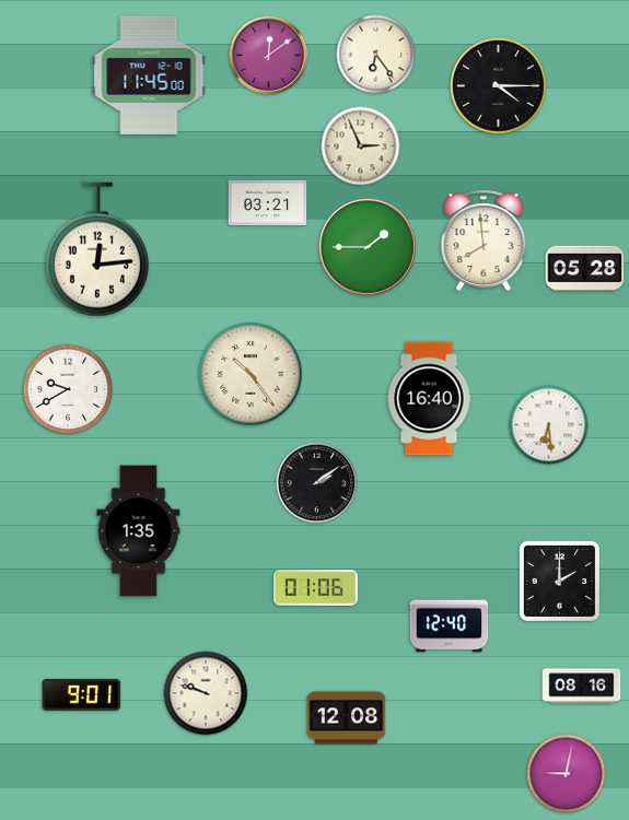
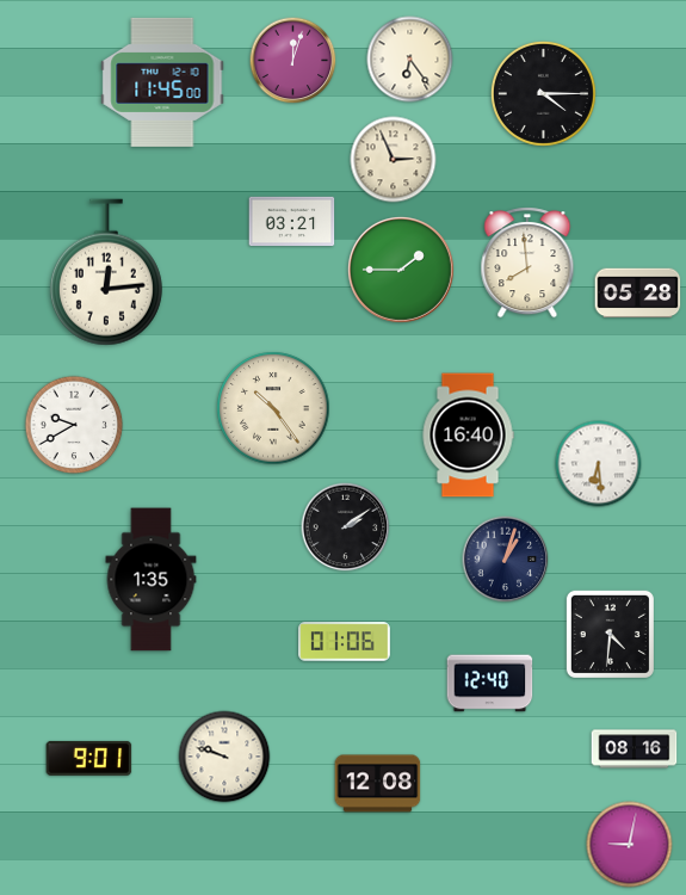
clock at (269, 56): 12:09 -> 12:03
clock at (506, 560): none -> 1:03
clock at (559, 581): 2:00 -> 4:31
clock at (567, 774) position: (567, 774) -> (630, 845)
